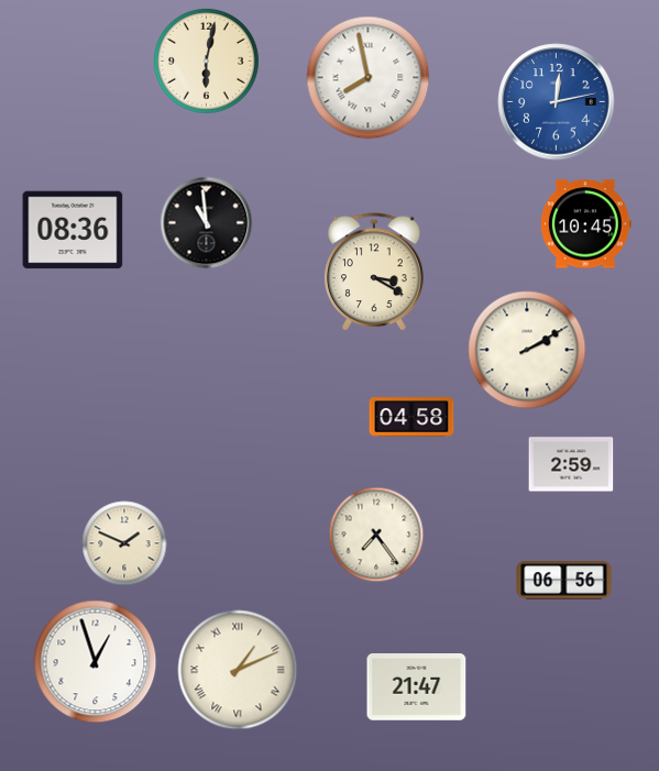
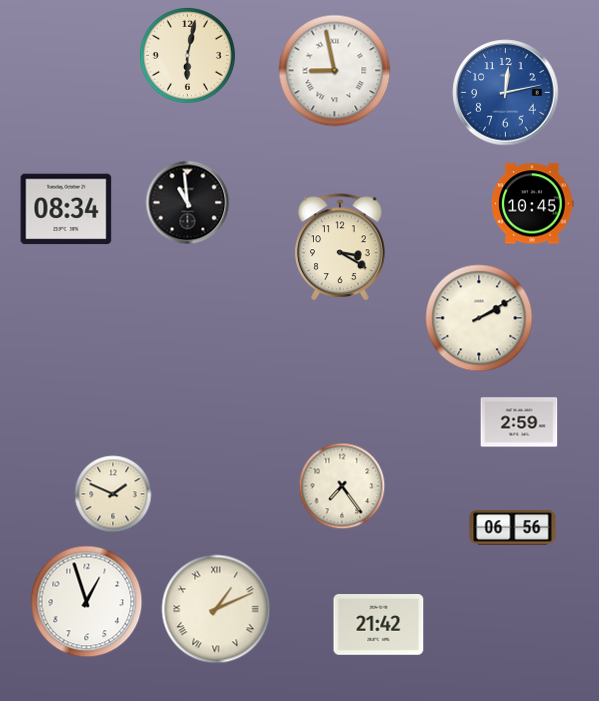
clock at (369, 78): 7:58 -> 8:58
clock at (73, 230): 08:36 -> 08:34
clock at (411, 417): 04:58 -> none
clock at (417, 687): 21:47 -> 21:42
